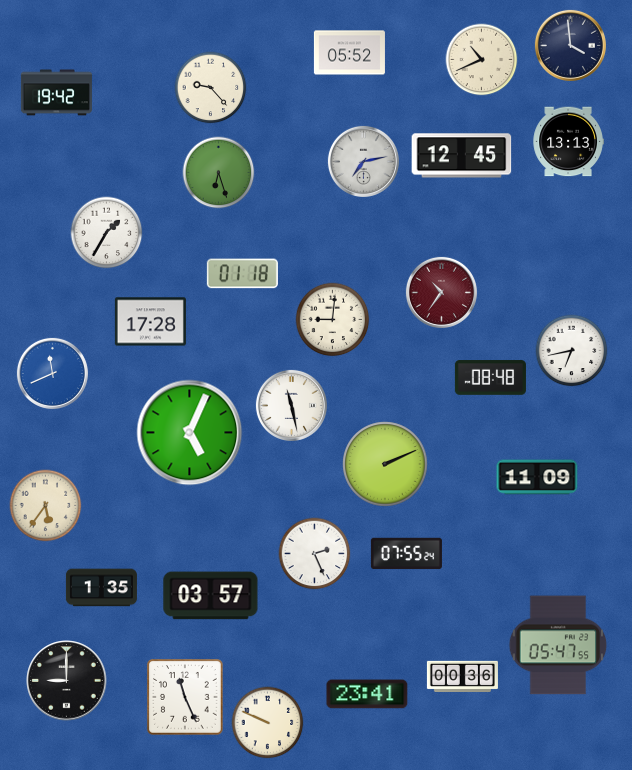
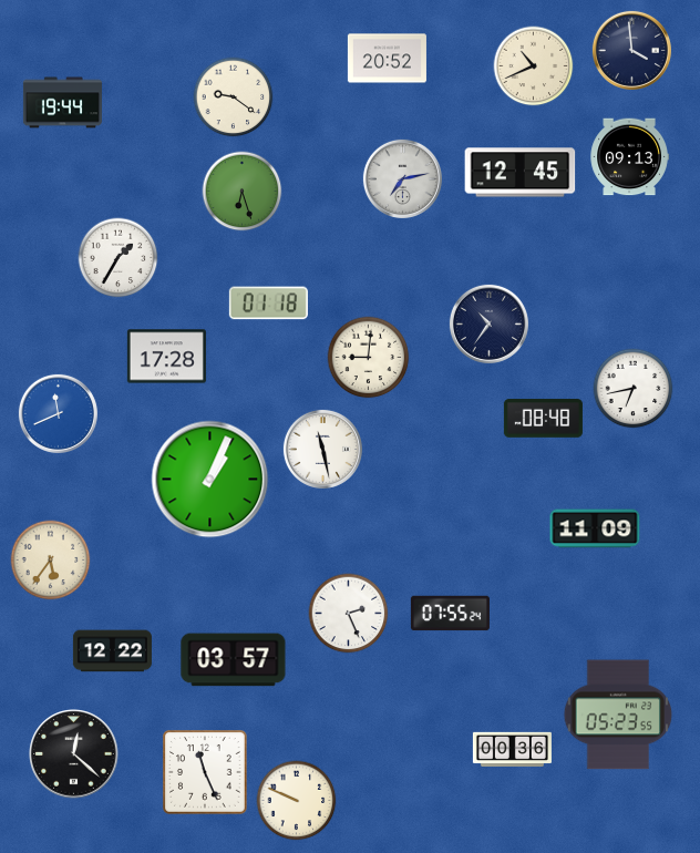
clock at (349, 53): 05:52 -> 20:52
clock at (211, 88): 9:23 -> 9:21
clock at (56, 93): 19:42 -> 19:44
clock at (568, 142): 13:13 -> 09:13
clock at (462, 156) position: (462, 156) -> (521, 173)
clock at (441, 292) dial: burgundy -> navy
clock at (333, 320) position: (333, 320) -> (369, 358)
clock at (190, 433): 5:04 -> 1:04
clock at (385, 464): 2:11 -> none
clock at (101, 588): 1:35 -> 12:22
clock at (558, 645): 05:47 -> 05:23
clock at (67, 681): 9:00 -> 12:22
clock at (367, 694): 23:41 -> none
